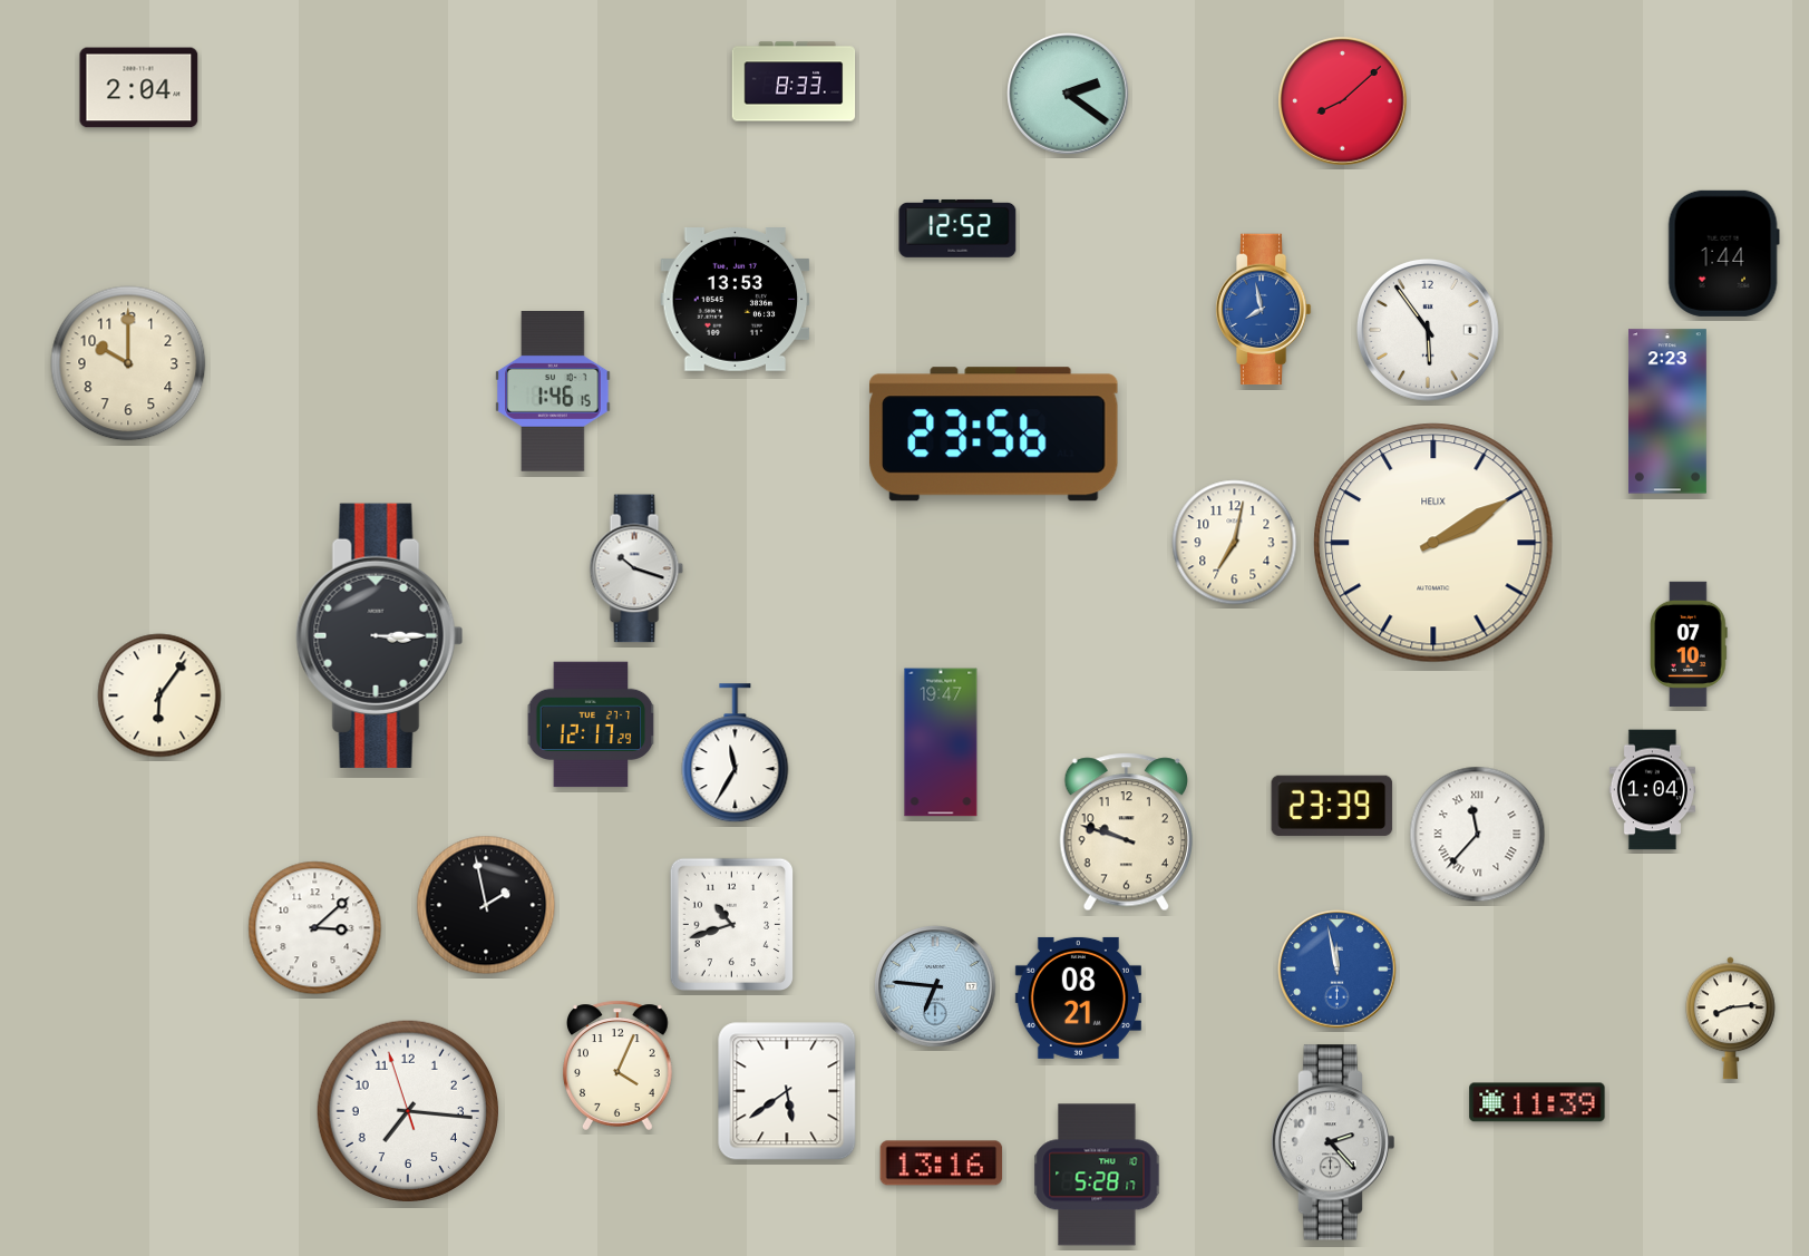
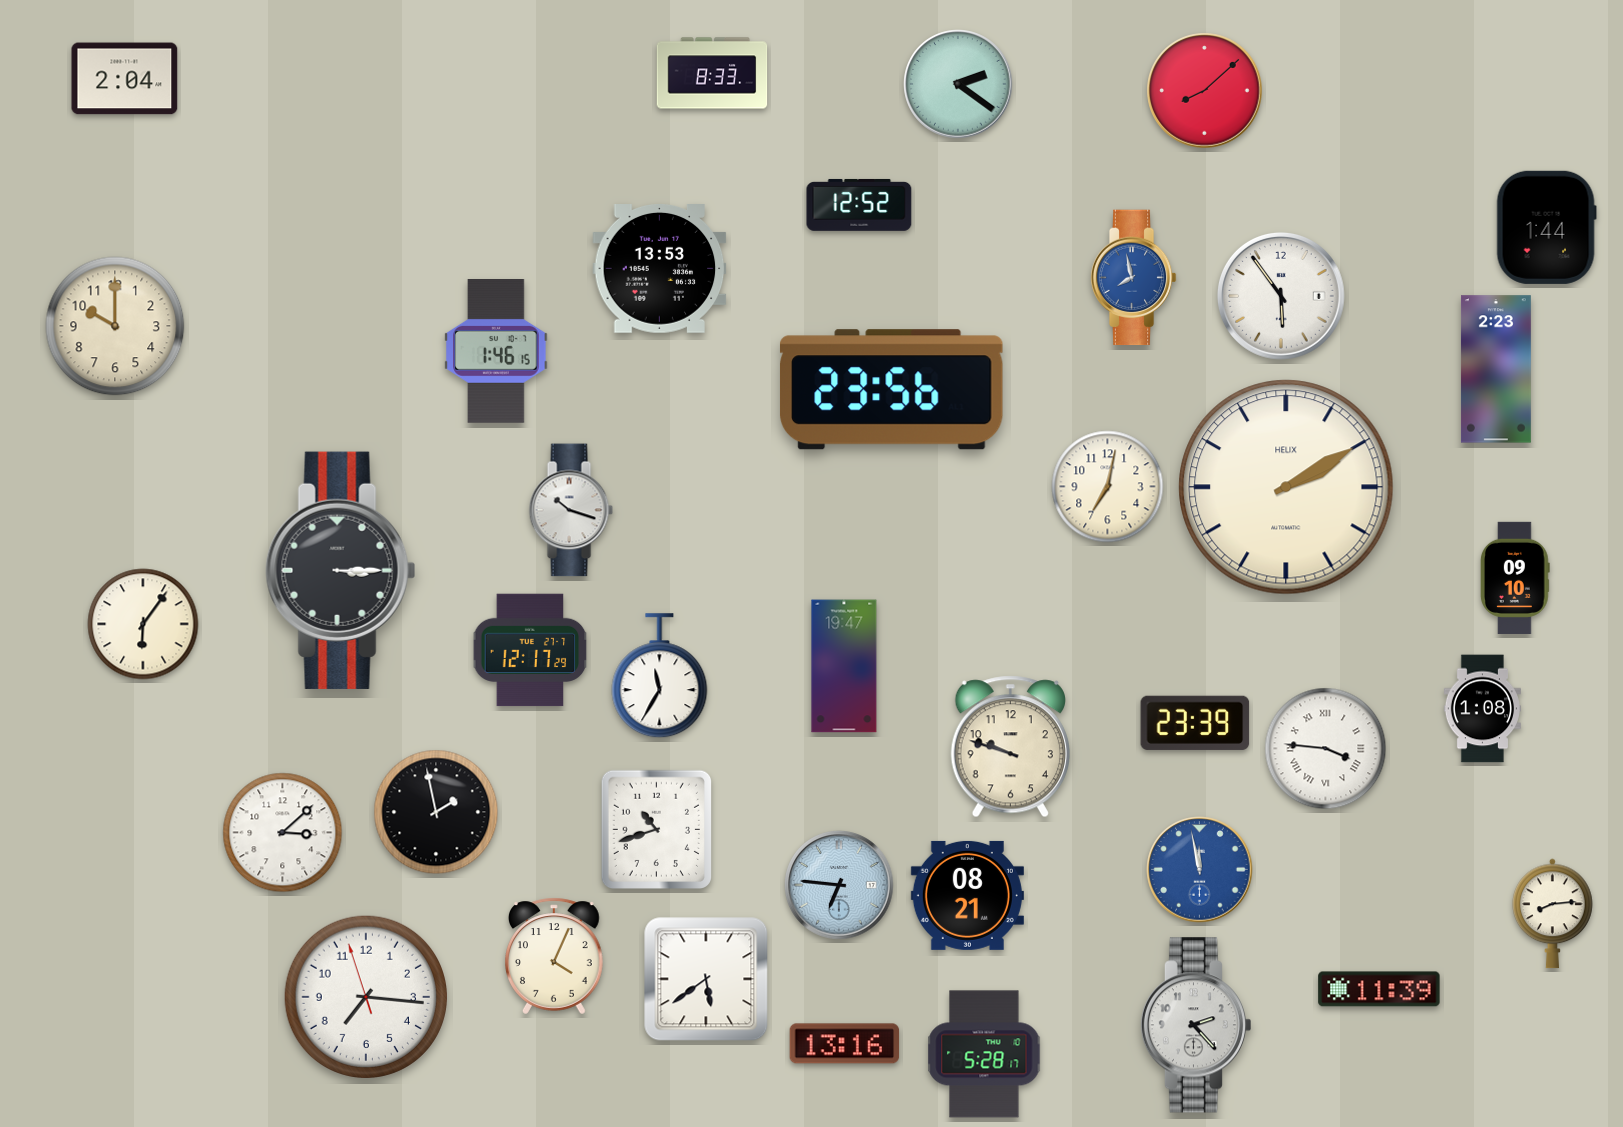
clock at (1690, 644): 07:10 -> 09:10
clock at (1652, 790): 1:04 -> 1:08
clock at (1478, 835): 11:37 -> 3:46
